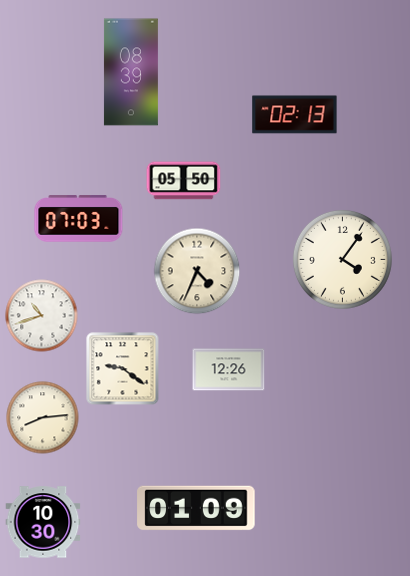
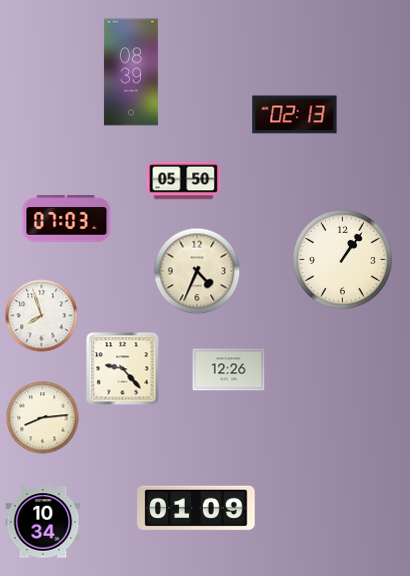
clock at (79, 219) position: (79, 219) -> (67, 219)
clock at (342, 259): 4:06 -> 1:06
clock at (42, 316): 10:42 -> 7:57
clock at (123, 369): 9:21 -> 9:23
clock at (43, 522): 10:30 -> 10:34
